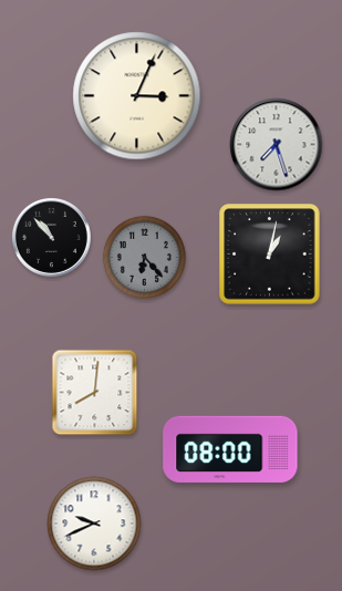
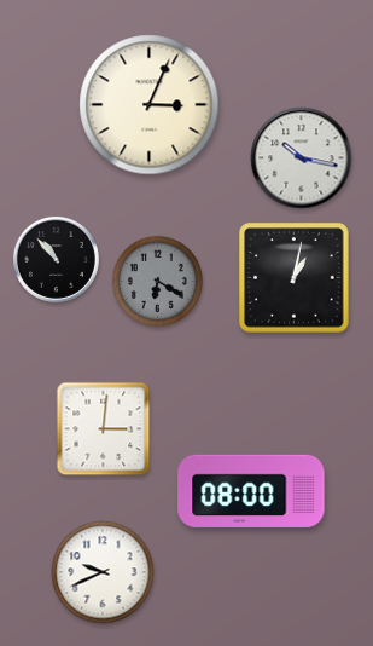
clock at (277, 145): 7:27 -> 10:17
clock at (144, 257): 6:23 -> 6:20
clock at (95, 393): 8:01 -> 3:01
